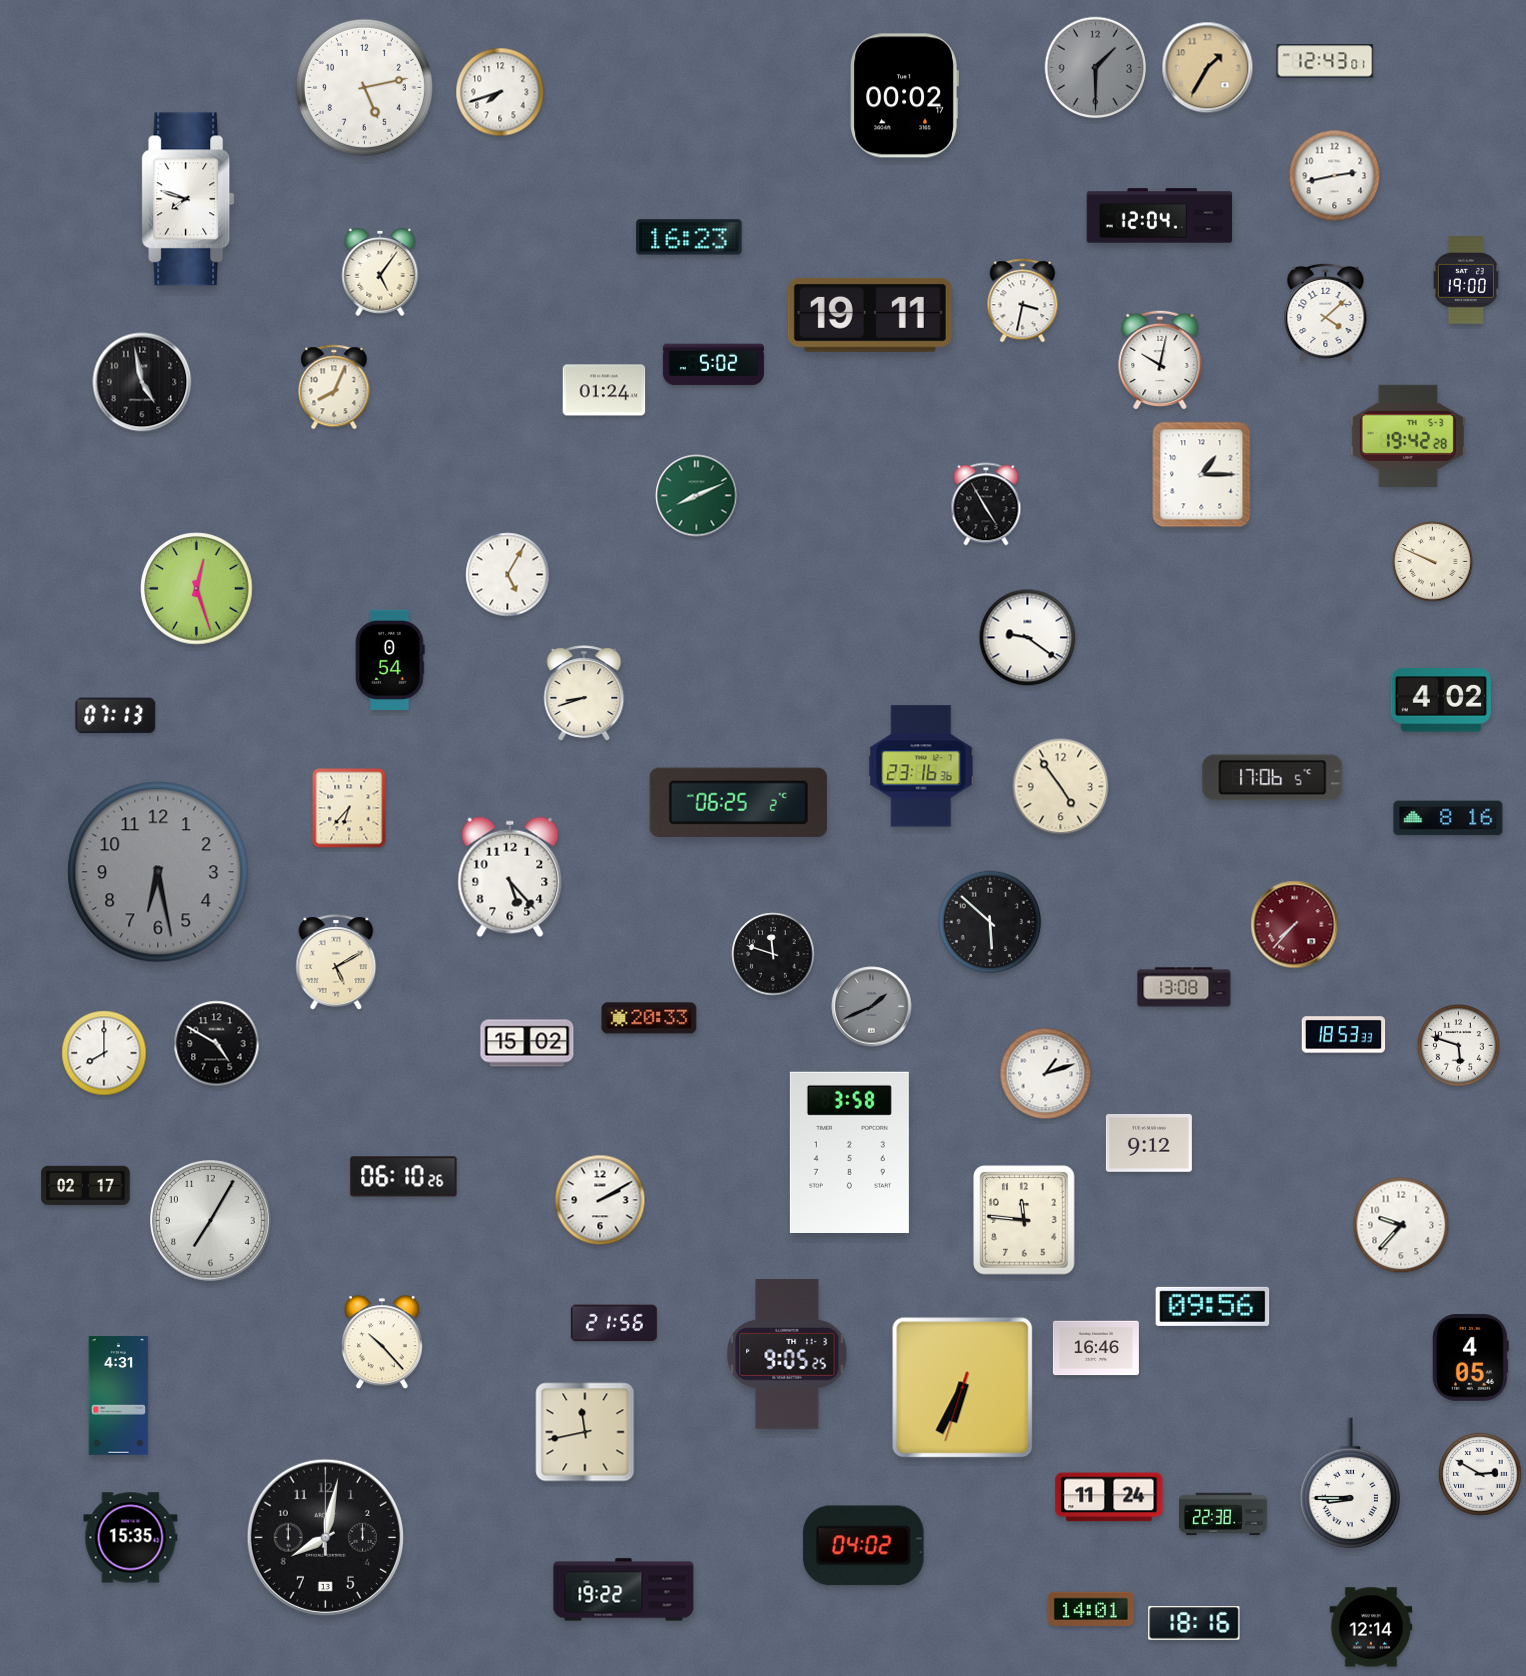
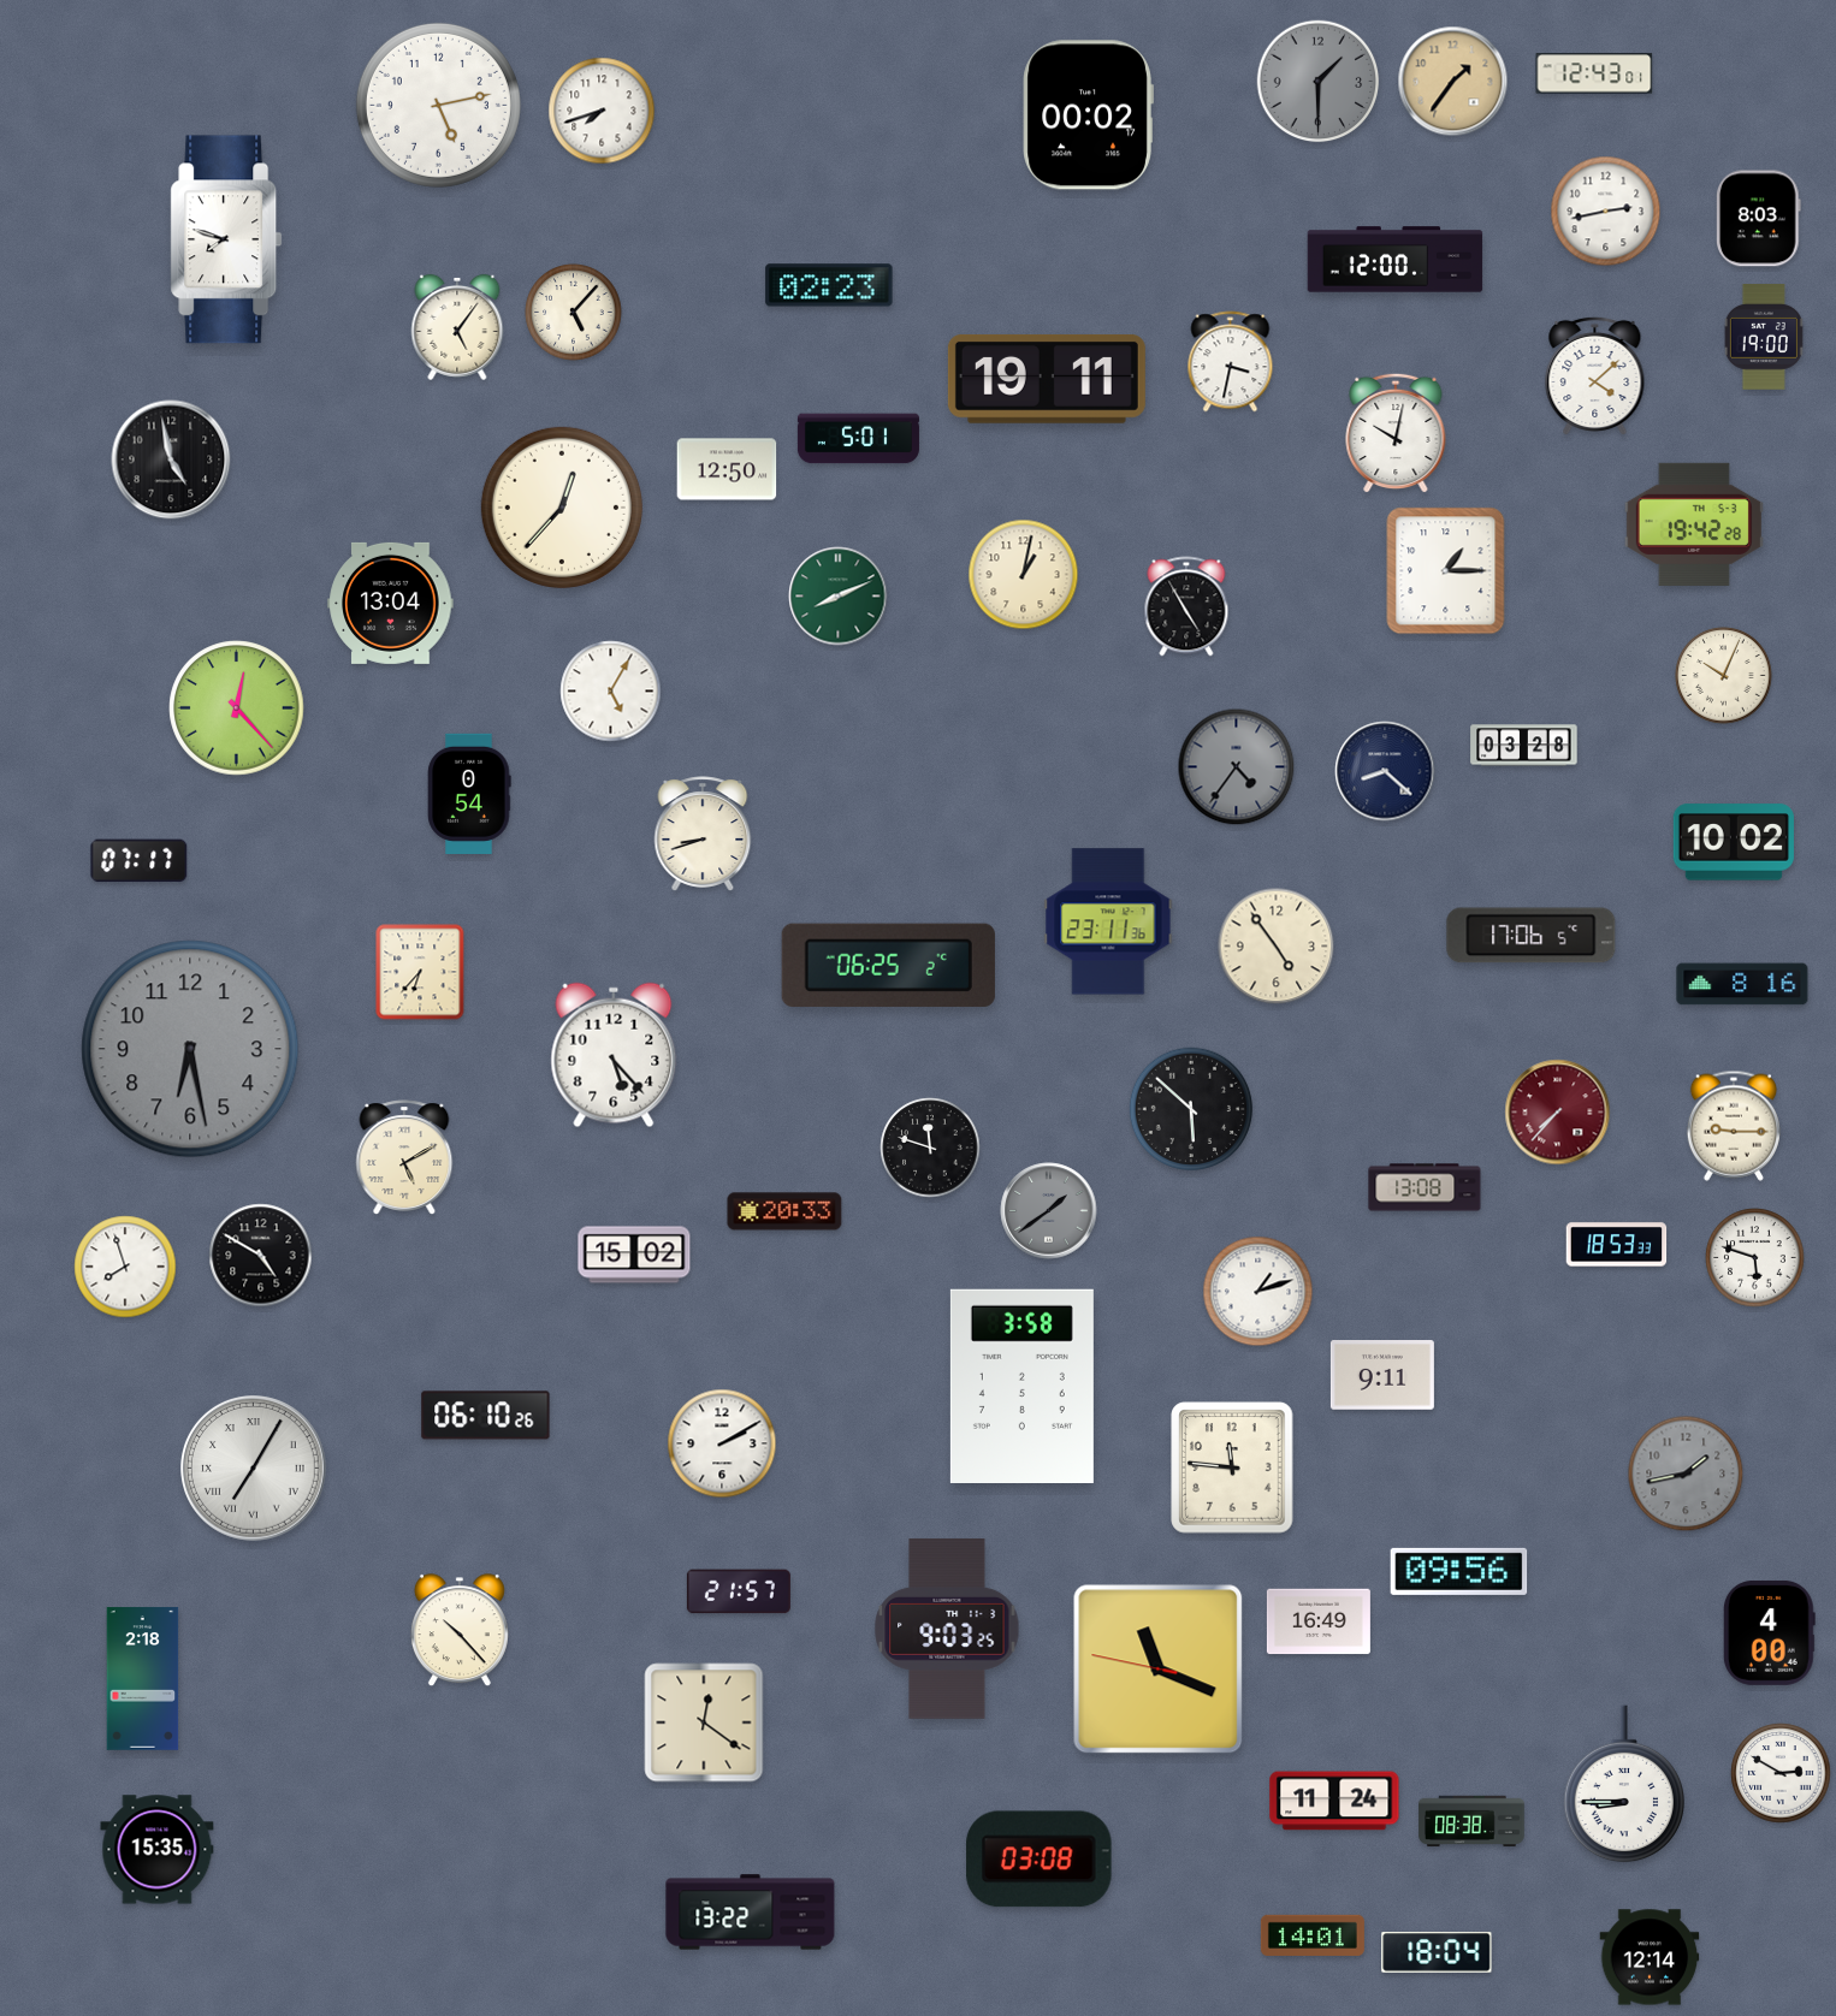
clock at (1208, 68): 1:35 -> 1:36
clock at (1759, 219): none -> 8:03
clock at (1160, 216): 12:04 -> 12:00
clock at (689, 237): 16:23 -> 02:23
clock at (574, 313): none -> 5:07
clock at (713, 365): 5:02 -> 5:01
clock at (334, 387): 8:04 -> none
clock at (604, 390): 01:24 -> 12:50
clock at (562, 508): none -> 12:37
clock at (1024, 575): none -> 1:02
clock at (391, 603): none -> 13:04
clock at (1433, 562): 9:49 -> 10:04
clock at (197, 589): 12:27 -> 12:23
clock at (1524, 746): none -> 03:28
clock at (1028, 638): 9:21 -> 4:36
clock at (1028, 638) dial: white -> grey
clock at (1385, 771): none -> 8:22
clock at (1441, 700): 4:02 -> 10:02
clock at (116, 716): 07:13 -> 07:17
clock at (921, 766): 23:16 -> 23:11
clock at (1734, 1126): none -> 9:15
clock at (872, 1007): 1:41 -> 1:39
clock at (649, 1018) position: (649, 1018) -> (784, 1211)
clock at (104, 1053): 8:00 -> 7:57
clock at (1149, 1144): 9:12 -> 9:11
clock at (86, 1186): 02:17 -> none
clock at (211, 1221) numerals: Arabic -> Roman
clock at (1401, 1225): 9:37 -> 1:43
clock at (1401, 1225) dial: white -> grey
clock at (614, 1323): 21:56 -> 21:57
clock at (382, 1343) position: (382, 1343) -> (460, 1631)
clock at (1096, 1348): 16:46 -> 16:49
clock at (787, 1354): 9:05 -> 9:03
clock at (1470, 1357): 4:05 -> 4:00
clock at (963, 1388): 6:34 -> 11:18
clock at (119, 1396): 4:31 -> 2:18
clock at (585, 1432): 11:43 -> 12:21
clock at (1223, 1514): 22:38 -> 08:38
clock at (325, 1537): 8:02 -> none
clock at (864, 1546): 04:02 -> 03:08
clock at (624, 1590): 19:22 -> 13:22
clock at (1194, 1623): 18:16 -> 18:04
